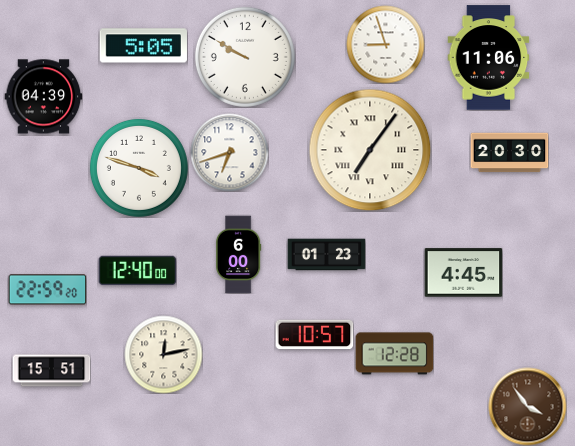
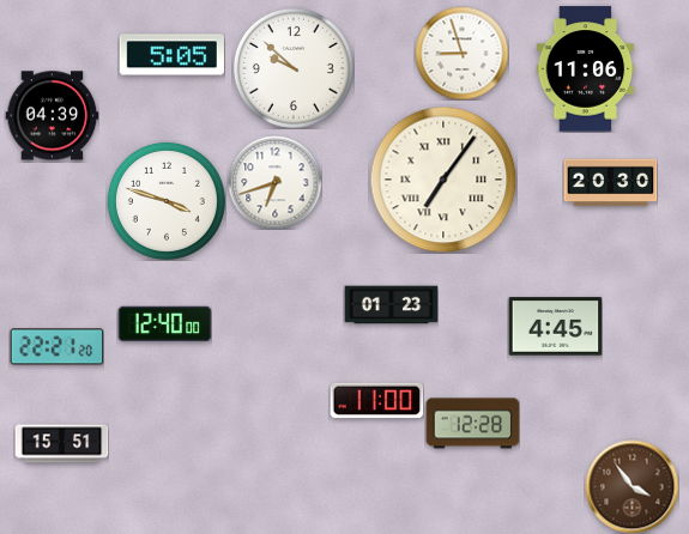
clock at (245, 57): 9:50 -> 9:52
clock at (239, 254): 6:00 -> none
clock at (47, 290): 22:59 -> 22:21
clock at (314, 335): 10:57 -> 11:00
clock at (163, 354): 12:13 -> none
